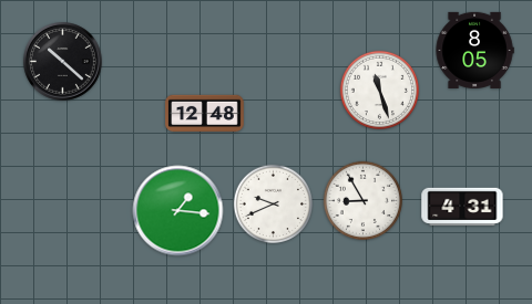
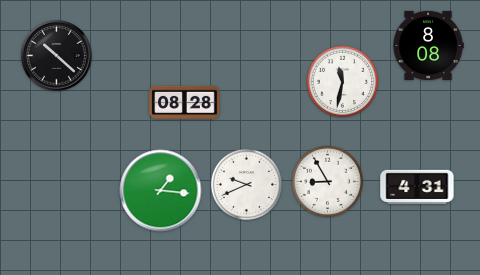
clock at (474, 50): 8:05 -> 8:08
clock at (379, 90): 11:27 -> 11:32
clock at (205, 114): 12:48 -> 08:28
